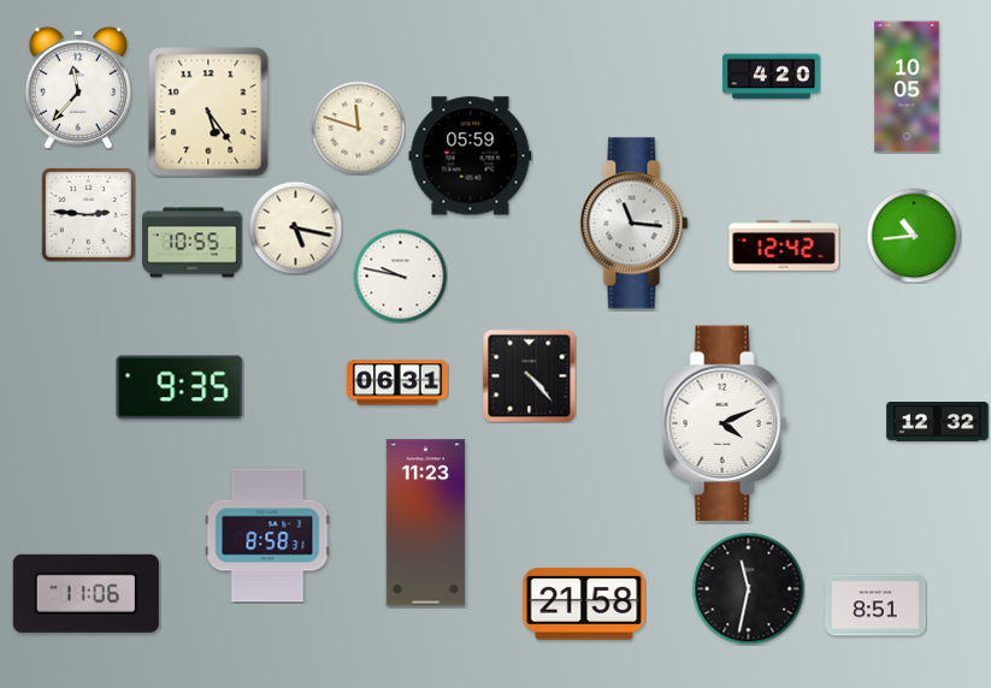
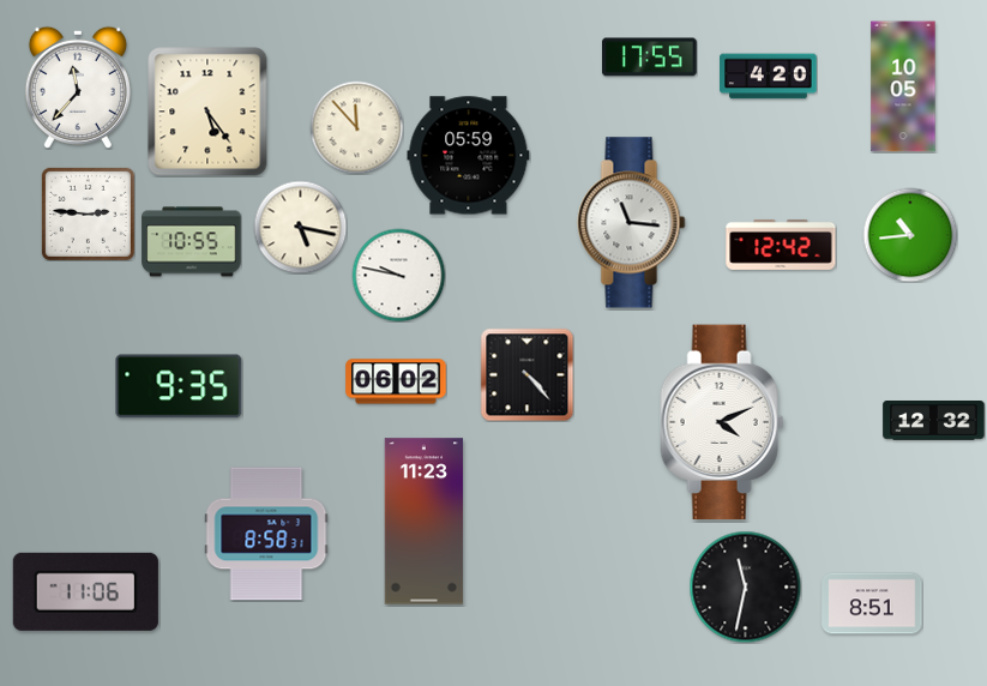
clock at (650, 58): none -> 17:55
clock at (358, 127): 11:48 -> 11:53
clock at (295, 227) position: (295, 227) -> (300, 227)
clock at (397, 382): 06:31 -> 06:02
clock at (584, 604): 21:58 -> none
